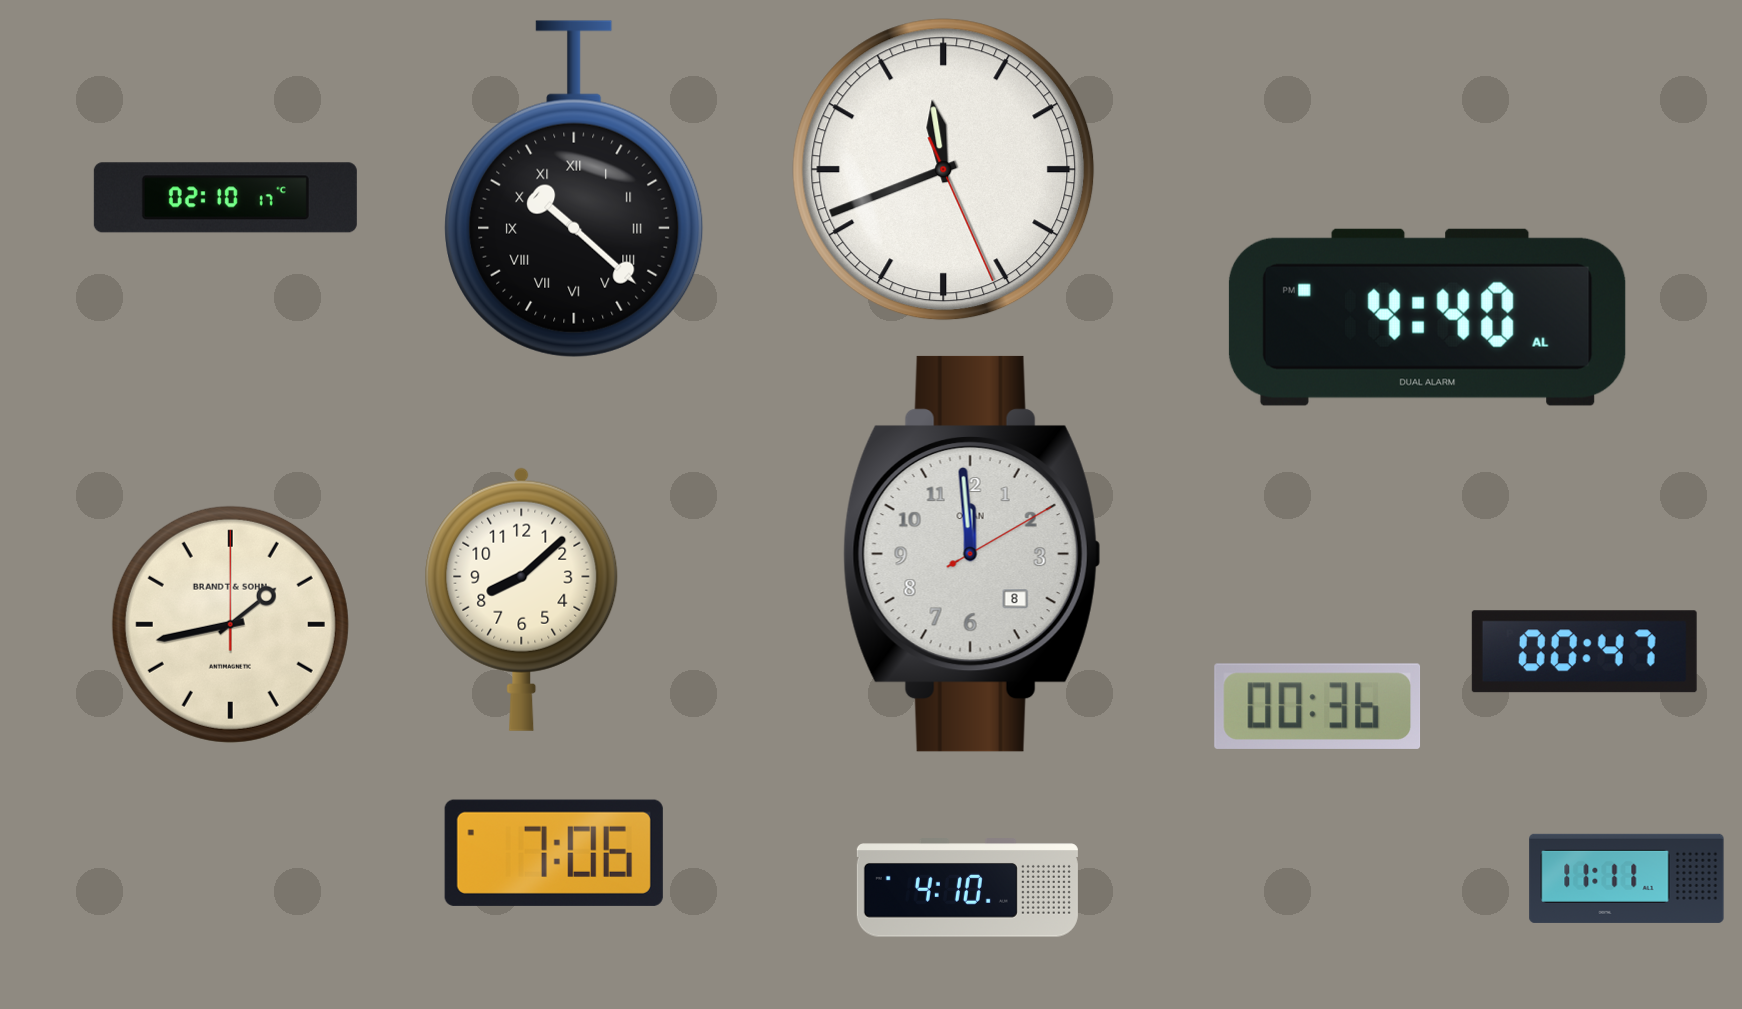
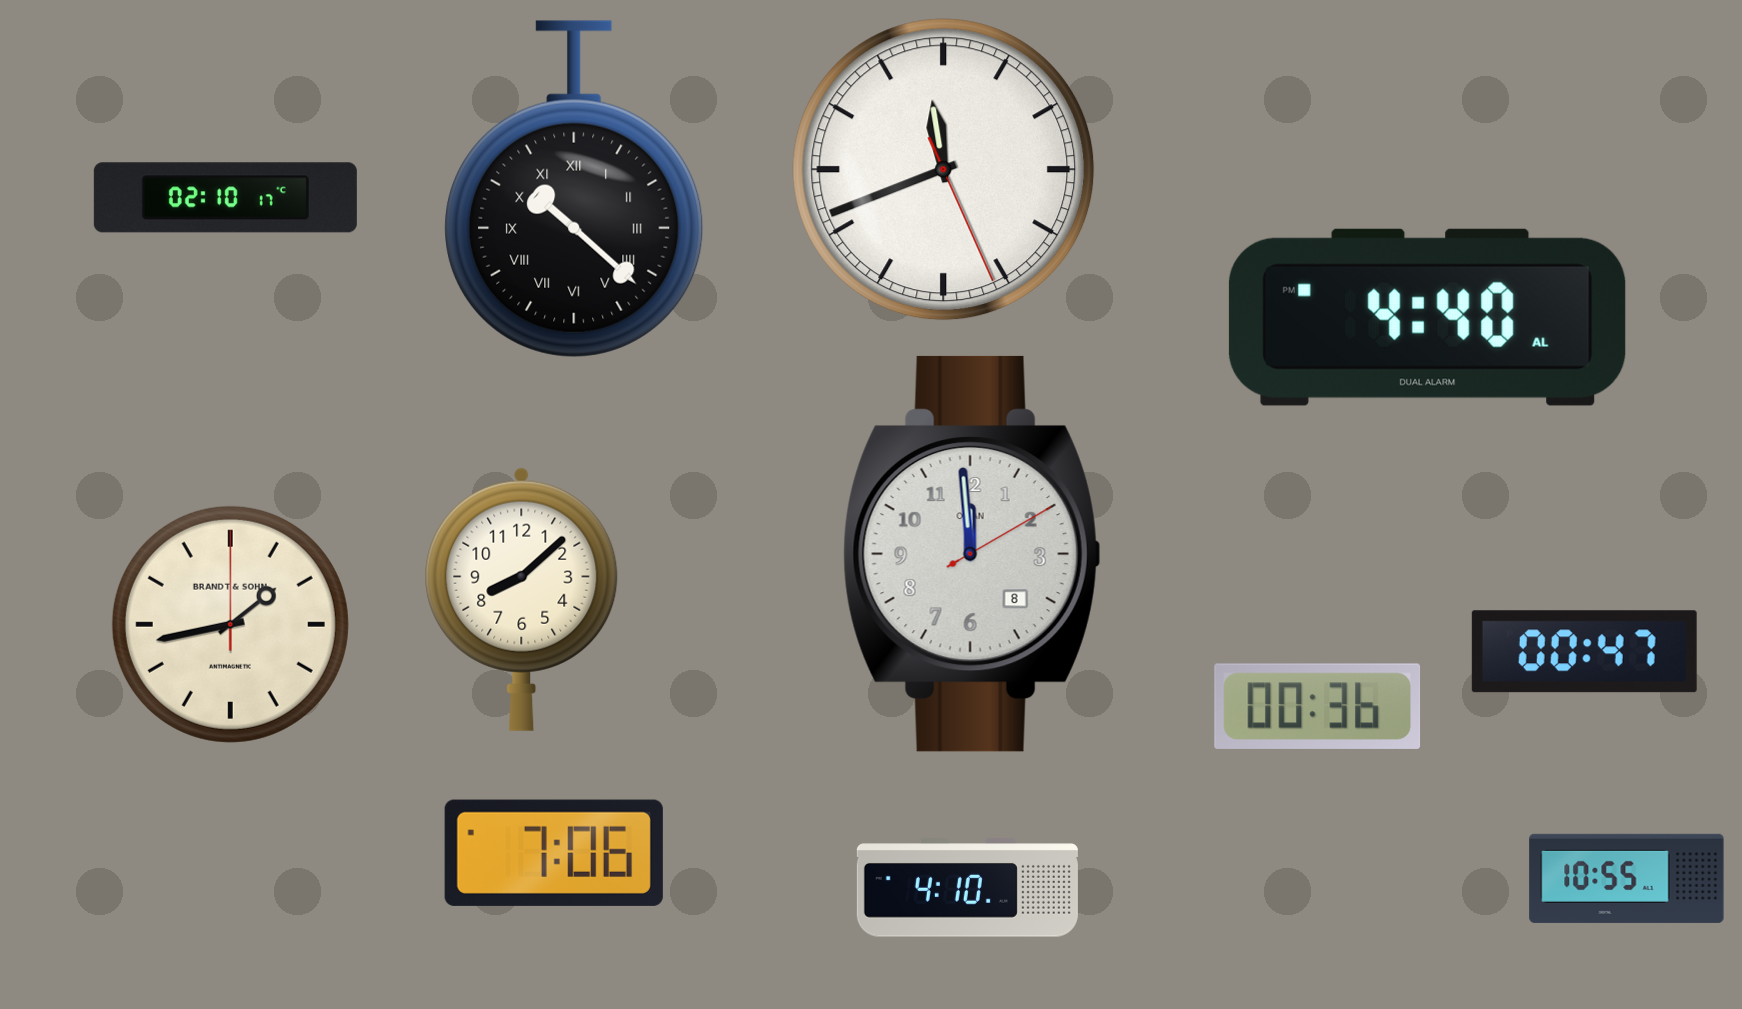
clock at (1627, 878): 11:11 -> 10:55
